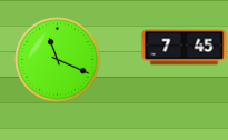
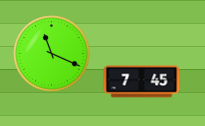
clock at (185, 48) position: (185, 48) -> (142, 82)
